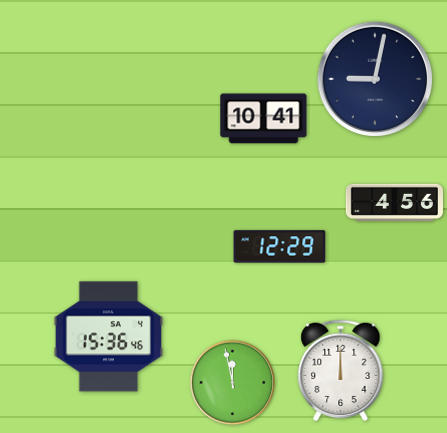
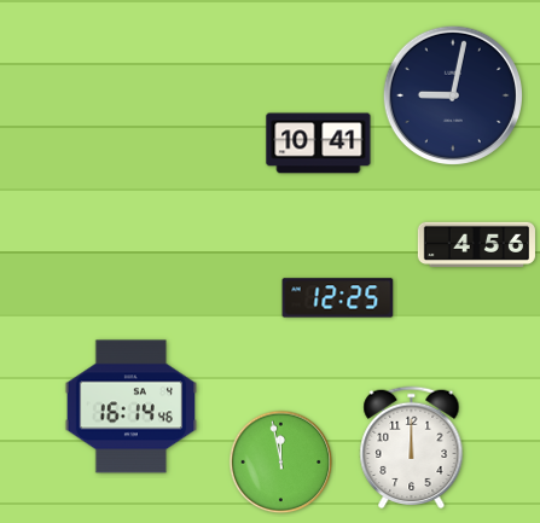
clock at (280, 247): 12:29 -> 12:25
clock at (109, 337): 15:36 -> 16:14
